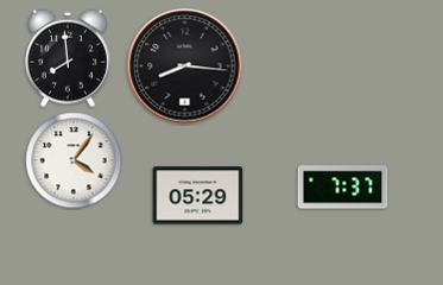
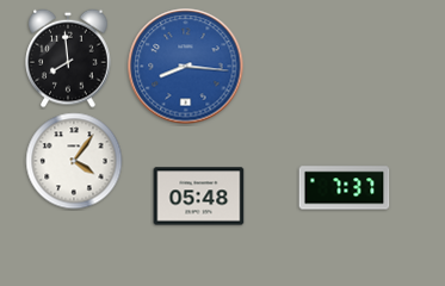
clock at (185, 66) dial: black -> blue
clock at (198, 196): 05:29 -> 05:48
